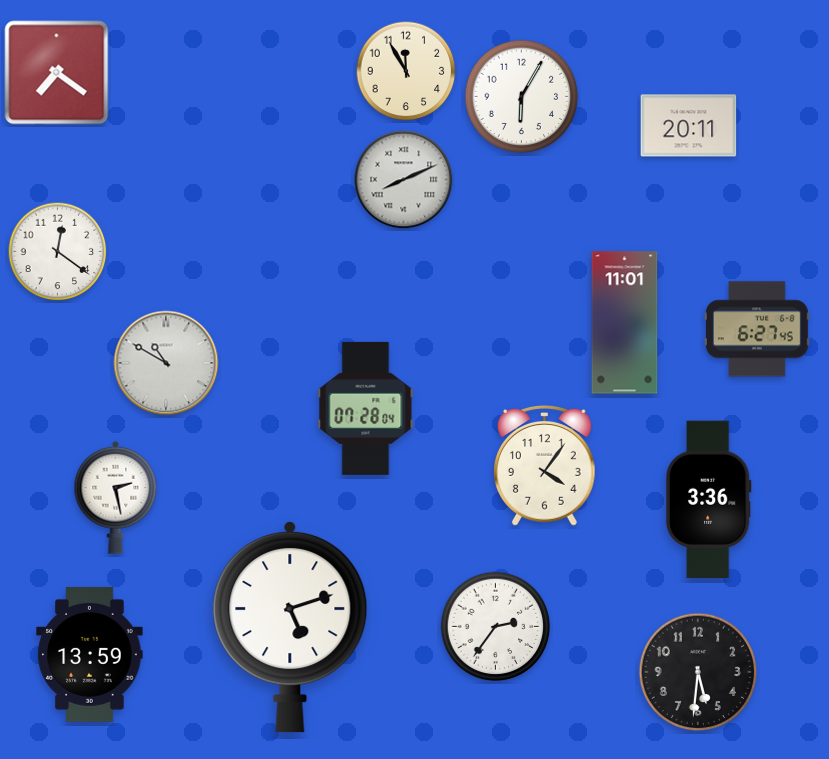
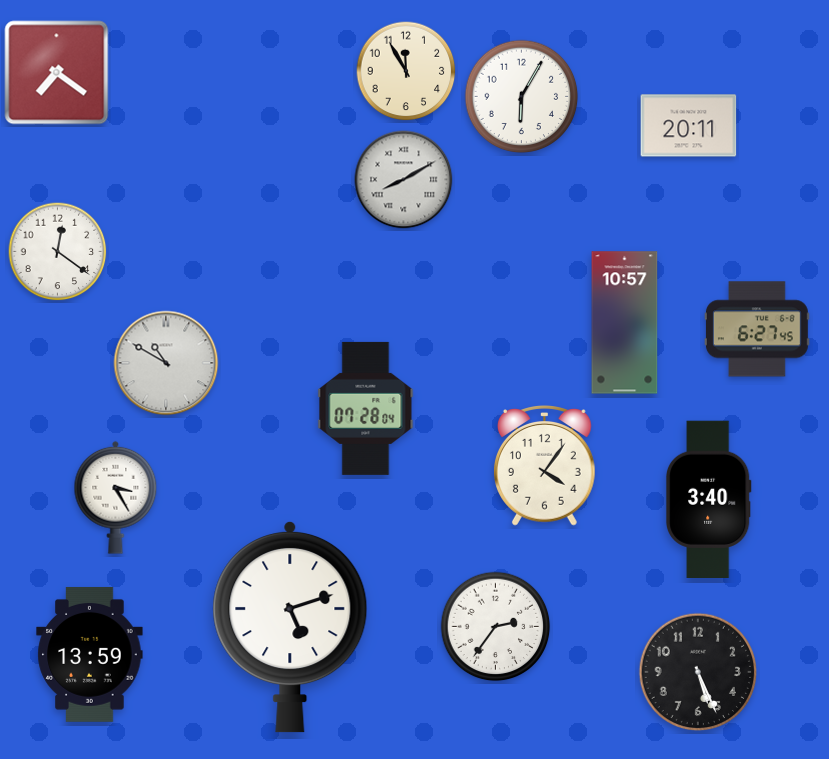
clock at (404, 180): 8:11 -> 8:10
clock at (625, 323): 11:01 -> 10:57
clock at (116, 497): 2:28 -> 3:25
clock at (708, 499): 3:36 -> 3:40
clock at (698, 672): 5:31 -> 5:26
